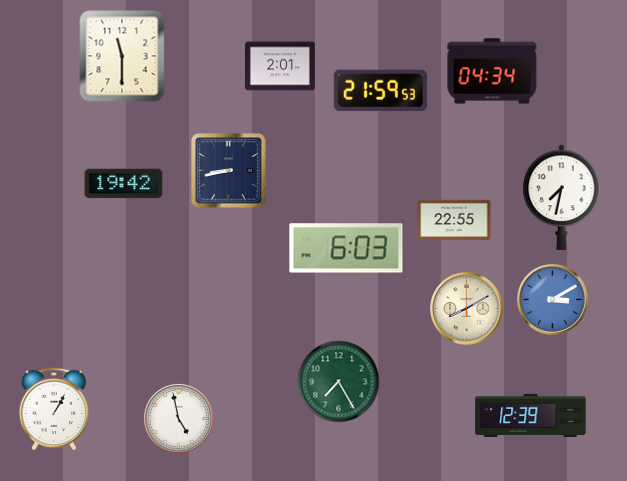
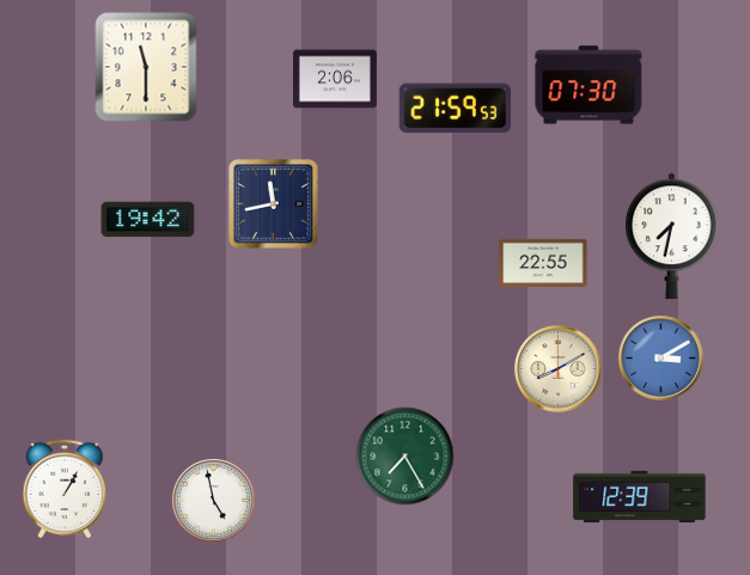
clock at (280, 66): 2:01 -> 2:06
clock at (492, 71): 04:34 -> 07:30
clock at (229, 171): 8:43 -> 11:43
clock at (346, 248): 6:03 -> none
clock at (531, 415) position: (531, 415) -> (640, 496)
